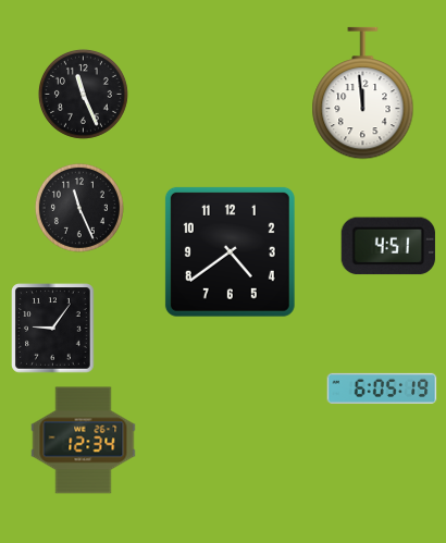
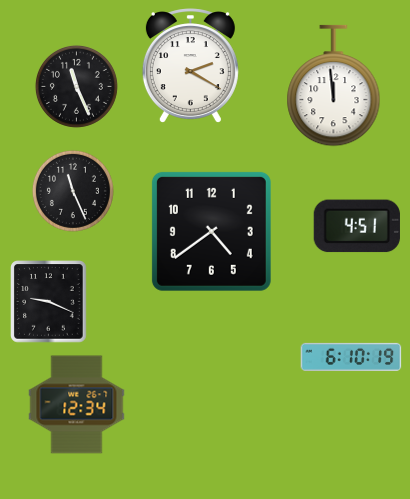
clock at (190, 65): none -> 2:20
clock at (53, 329): 9:06 -> 9:19
clock at (382, 388): 6:05 -> 6:10
